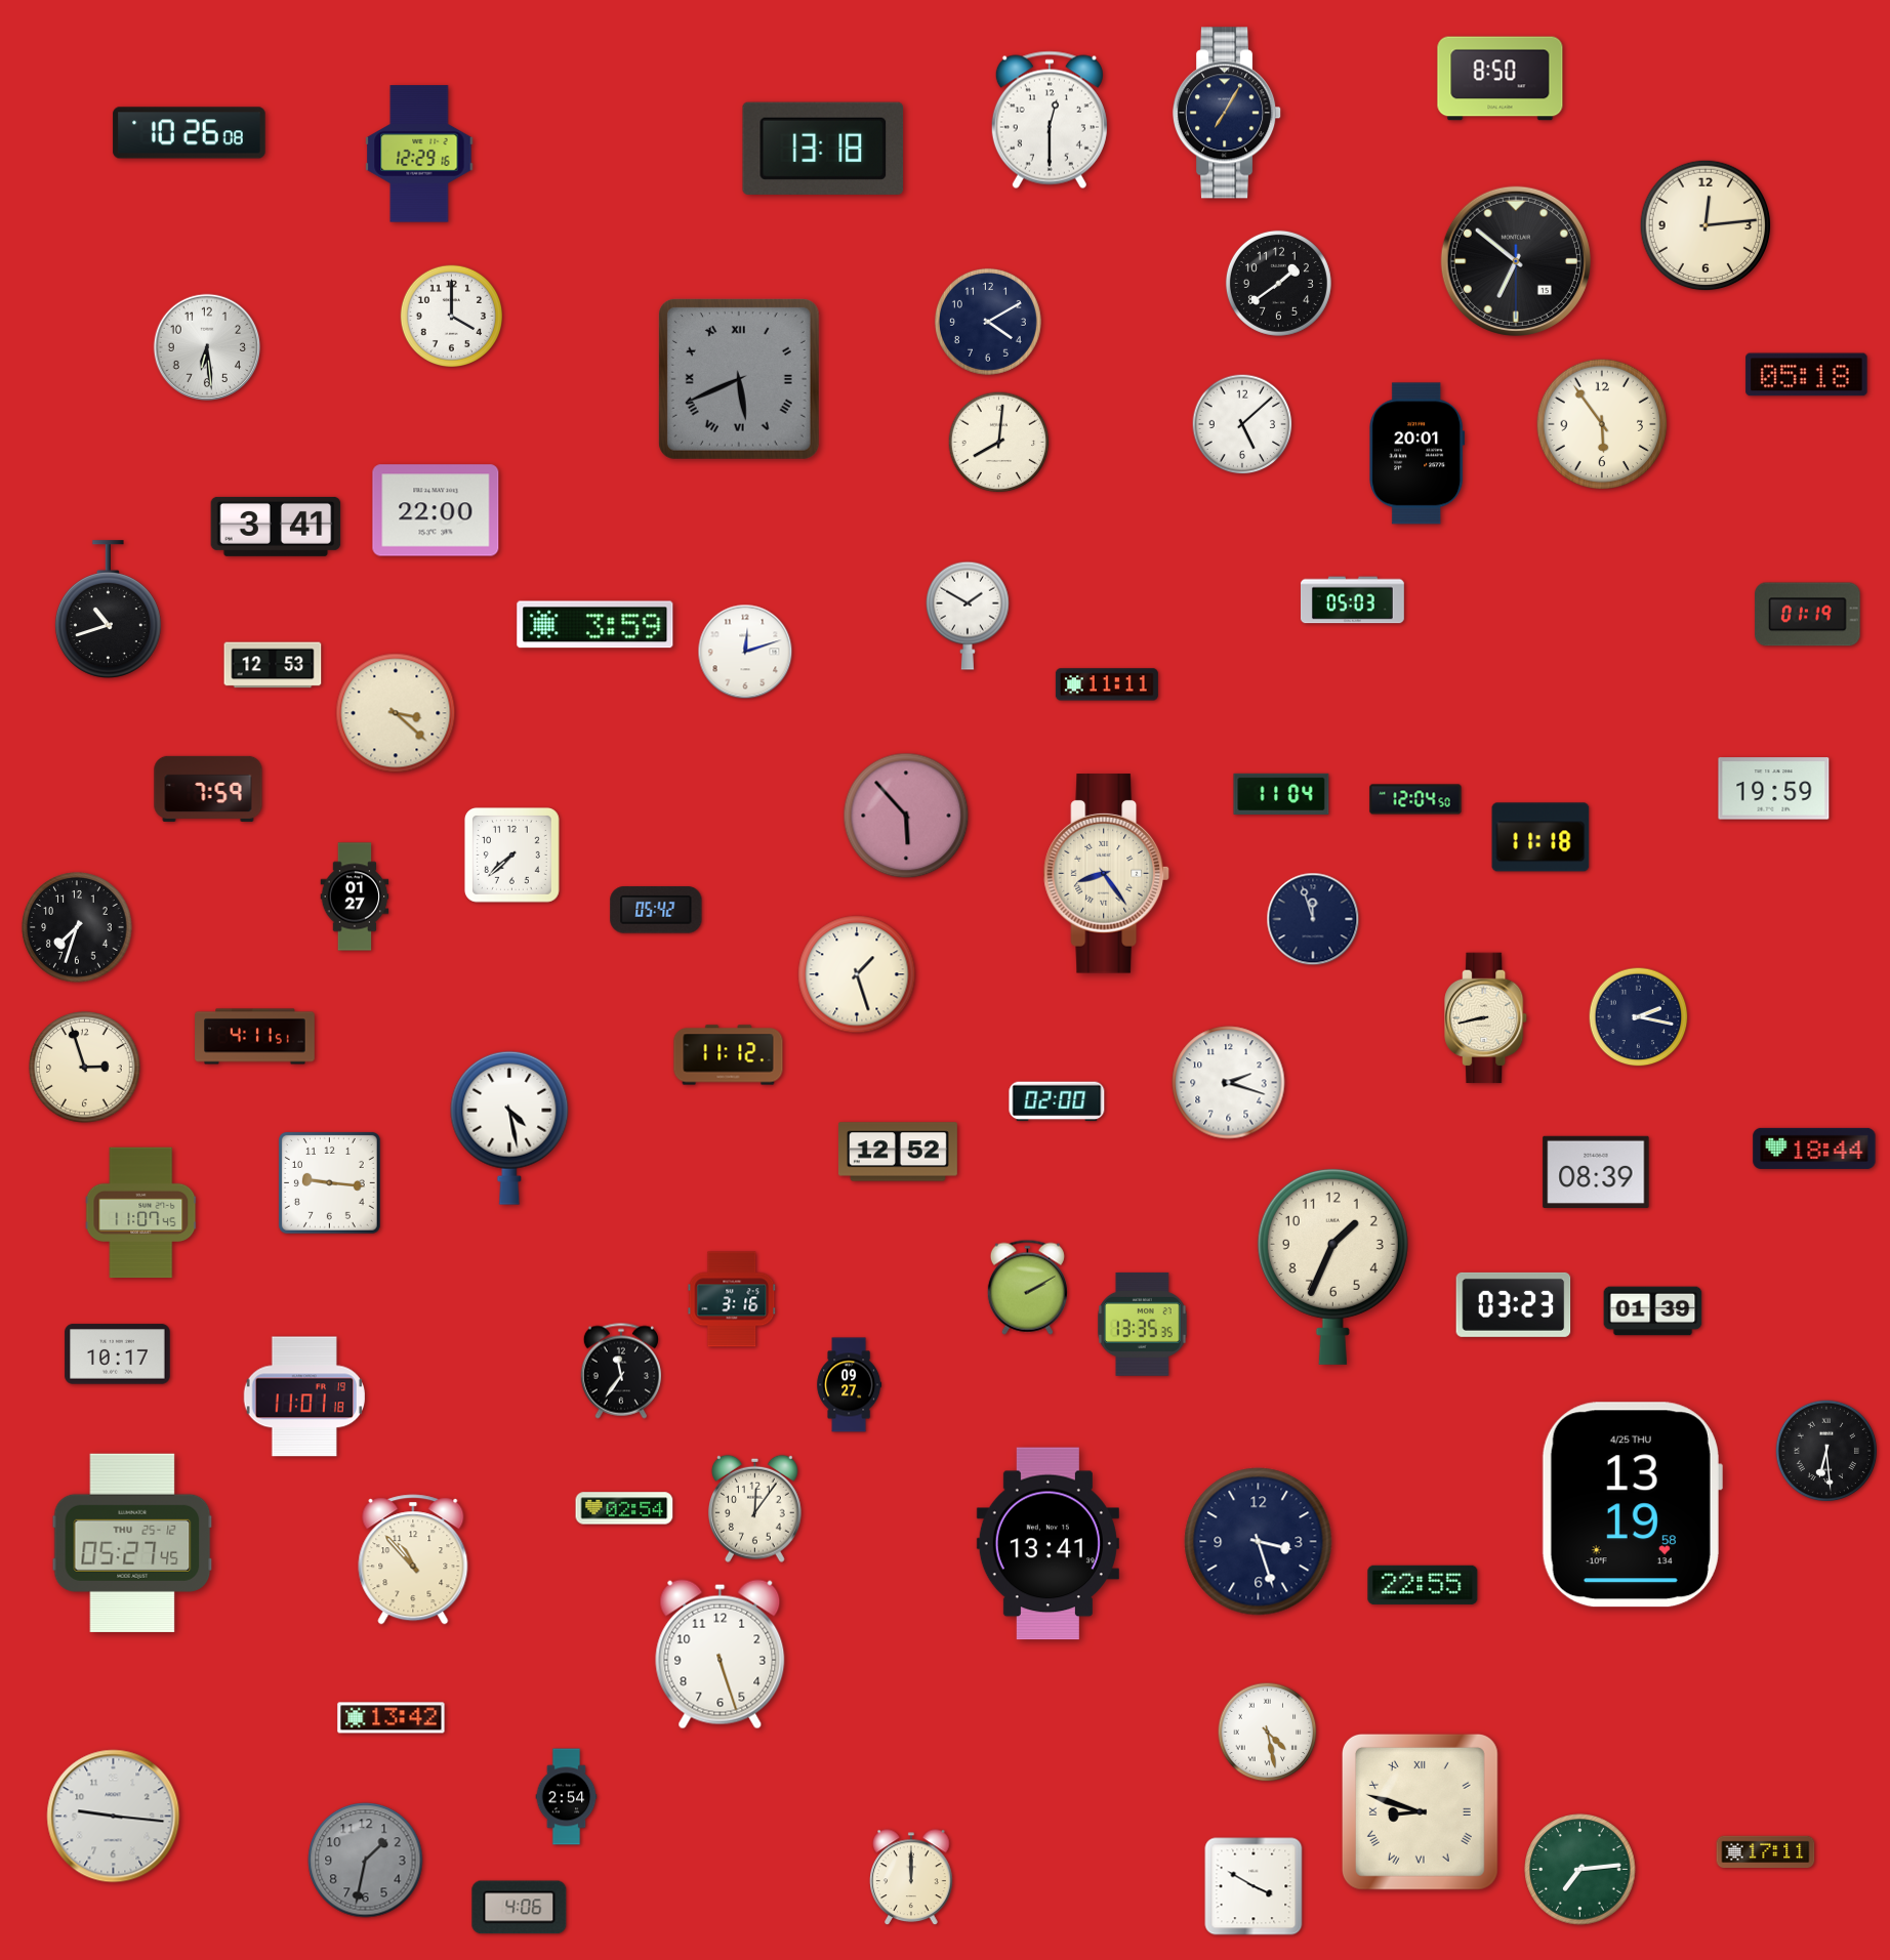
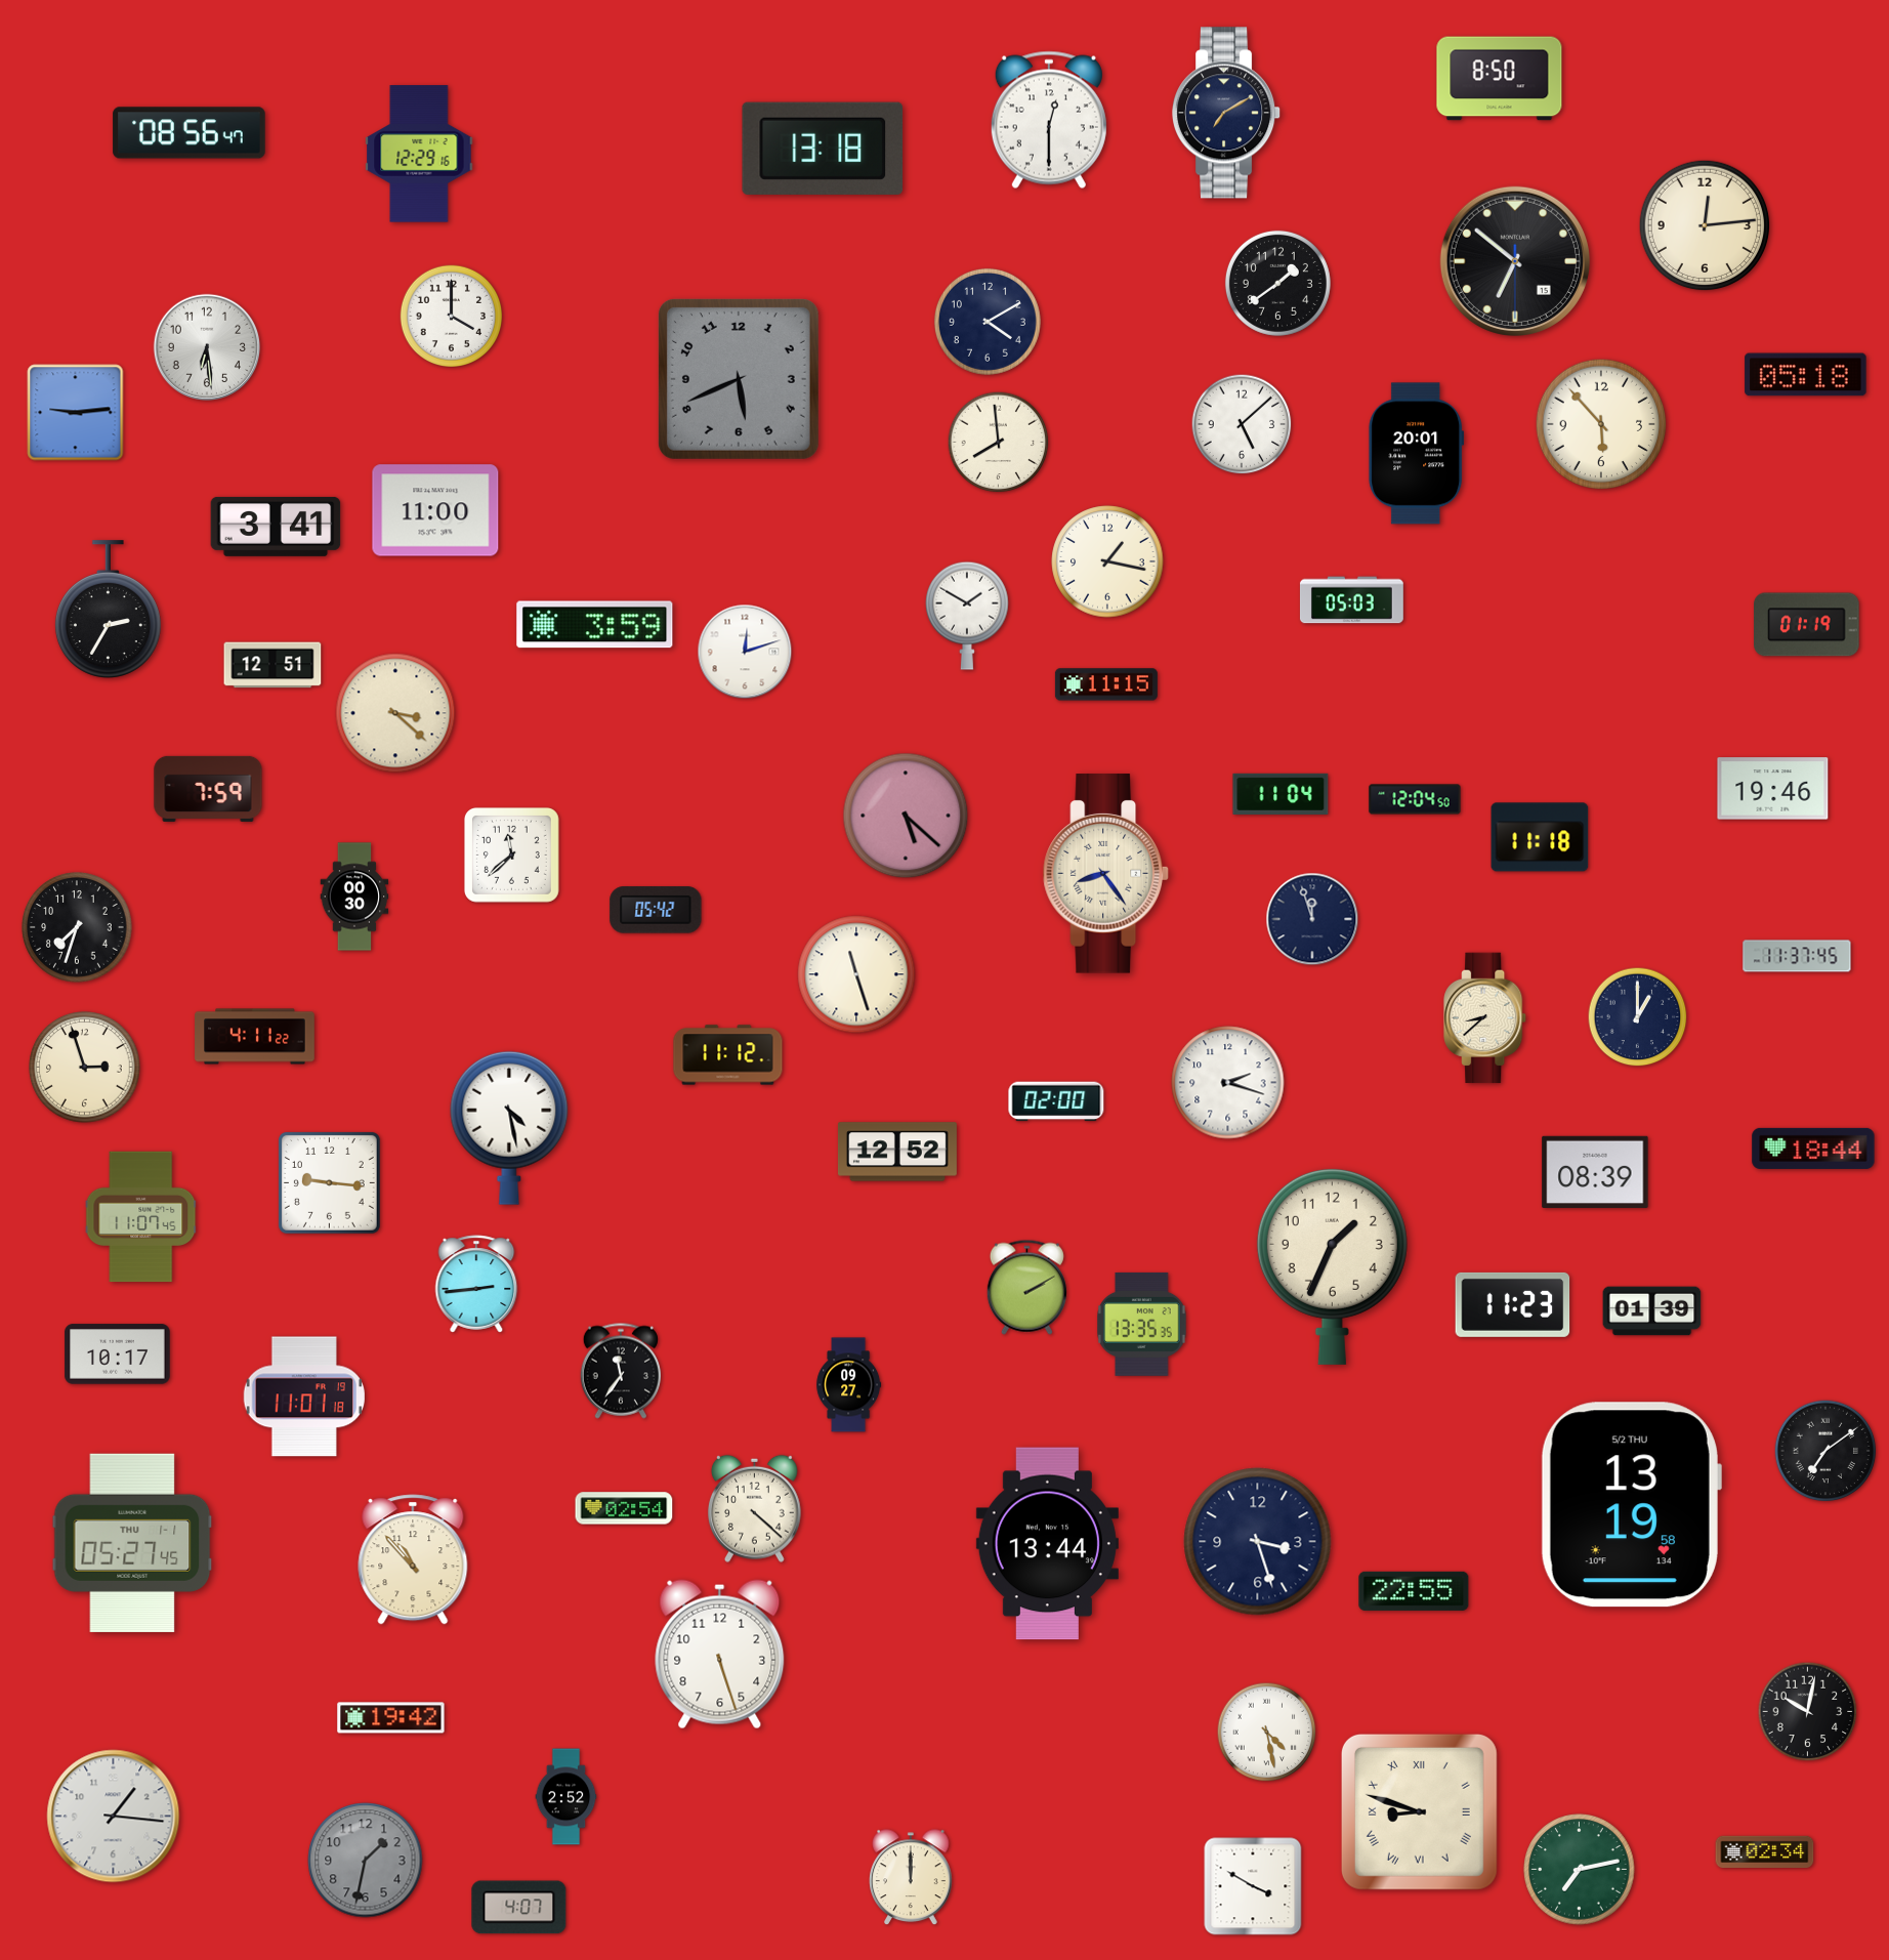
clock at (1228, 113): 7:05 -> 7:10
clock at (190, 133): 10:26 -> 08:56
clock at (739, 379) numerals: Roman -> Arabic
clock at (76, 413): none -> 9:14
clock at (1602, 424): 5:54 -> 5:53
clock at (999, 443): 8:01 -> 7:59
clock at (436, 510): 22:00 -> 11:00
clock at (1107, 561): none -> 1:17
clock at (108, 610): 10:42 -> 2:35
clock at (1808, 615) position: (1808, 615) -> (1807, 625)
clock at (273, 665): 12:53 -> 12:51
clock at (1107, 684): 11:11 -> 11:15
clock at (1774, 789): 19:59 -> 19:46
clock at (906, 816): 5:53 -> 5:22
clock at (511, 854): 7:38 -> 11:38
clock at (355, 896): 01:27 -> 00:30
clock at (1797, 956): none -> 11:37
clock at (857, 974): 1:27 -> 11:27
clock at (1639, 1017): 2:17 -> 1:00
clock at (1486, 1018): 8:43 -> 8:38
clock at (255, 1037): 4:11:51 -> 4:11:22
clock at (141, 1213) position: (141, 1213) -> (141, 1217)
clock at (476, 1284): none -> 2:44
clock at (732, 1299): 3:16 -> none
clock at (1514, 1304): 03:23 -> 11:23
clock at (1826, 1451): 6:29 -> 7:09
clock at (1632, 1505) date: 4/25 THU -> 5/2 THU
clock at (754, 1508): 12:06 -> 4:22
clock at (132, 1543) date: THU 25-12 -> THU 1-1
clock at (1047, 1544): 13:41 -> 13:44
clock at (1423, 1585) position: (1423, 1585) -> (1414, 1591)
clock at (1808, 1712): none -> 10:02
clock at (392, 1718): 13:42 -> 19:42
clock at (567, 1797): 2:54 -> 2:52
clock at (114, 1817): 9:16 -> 1:16
clock at (1766, 1851): 17:11 -> 02:34
clock at (1580, 1870): 7:14 -> 7:13
clock at (520, 1908): 4:06 -> 4:07
